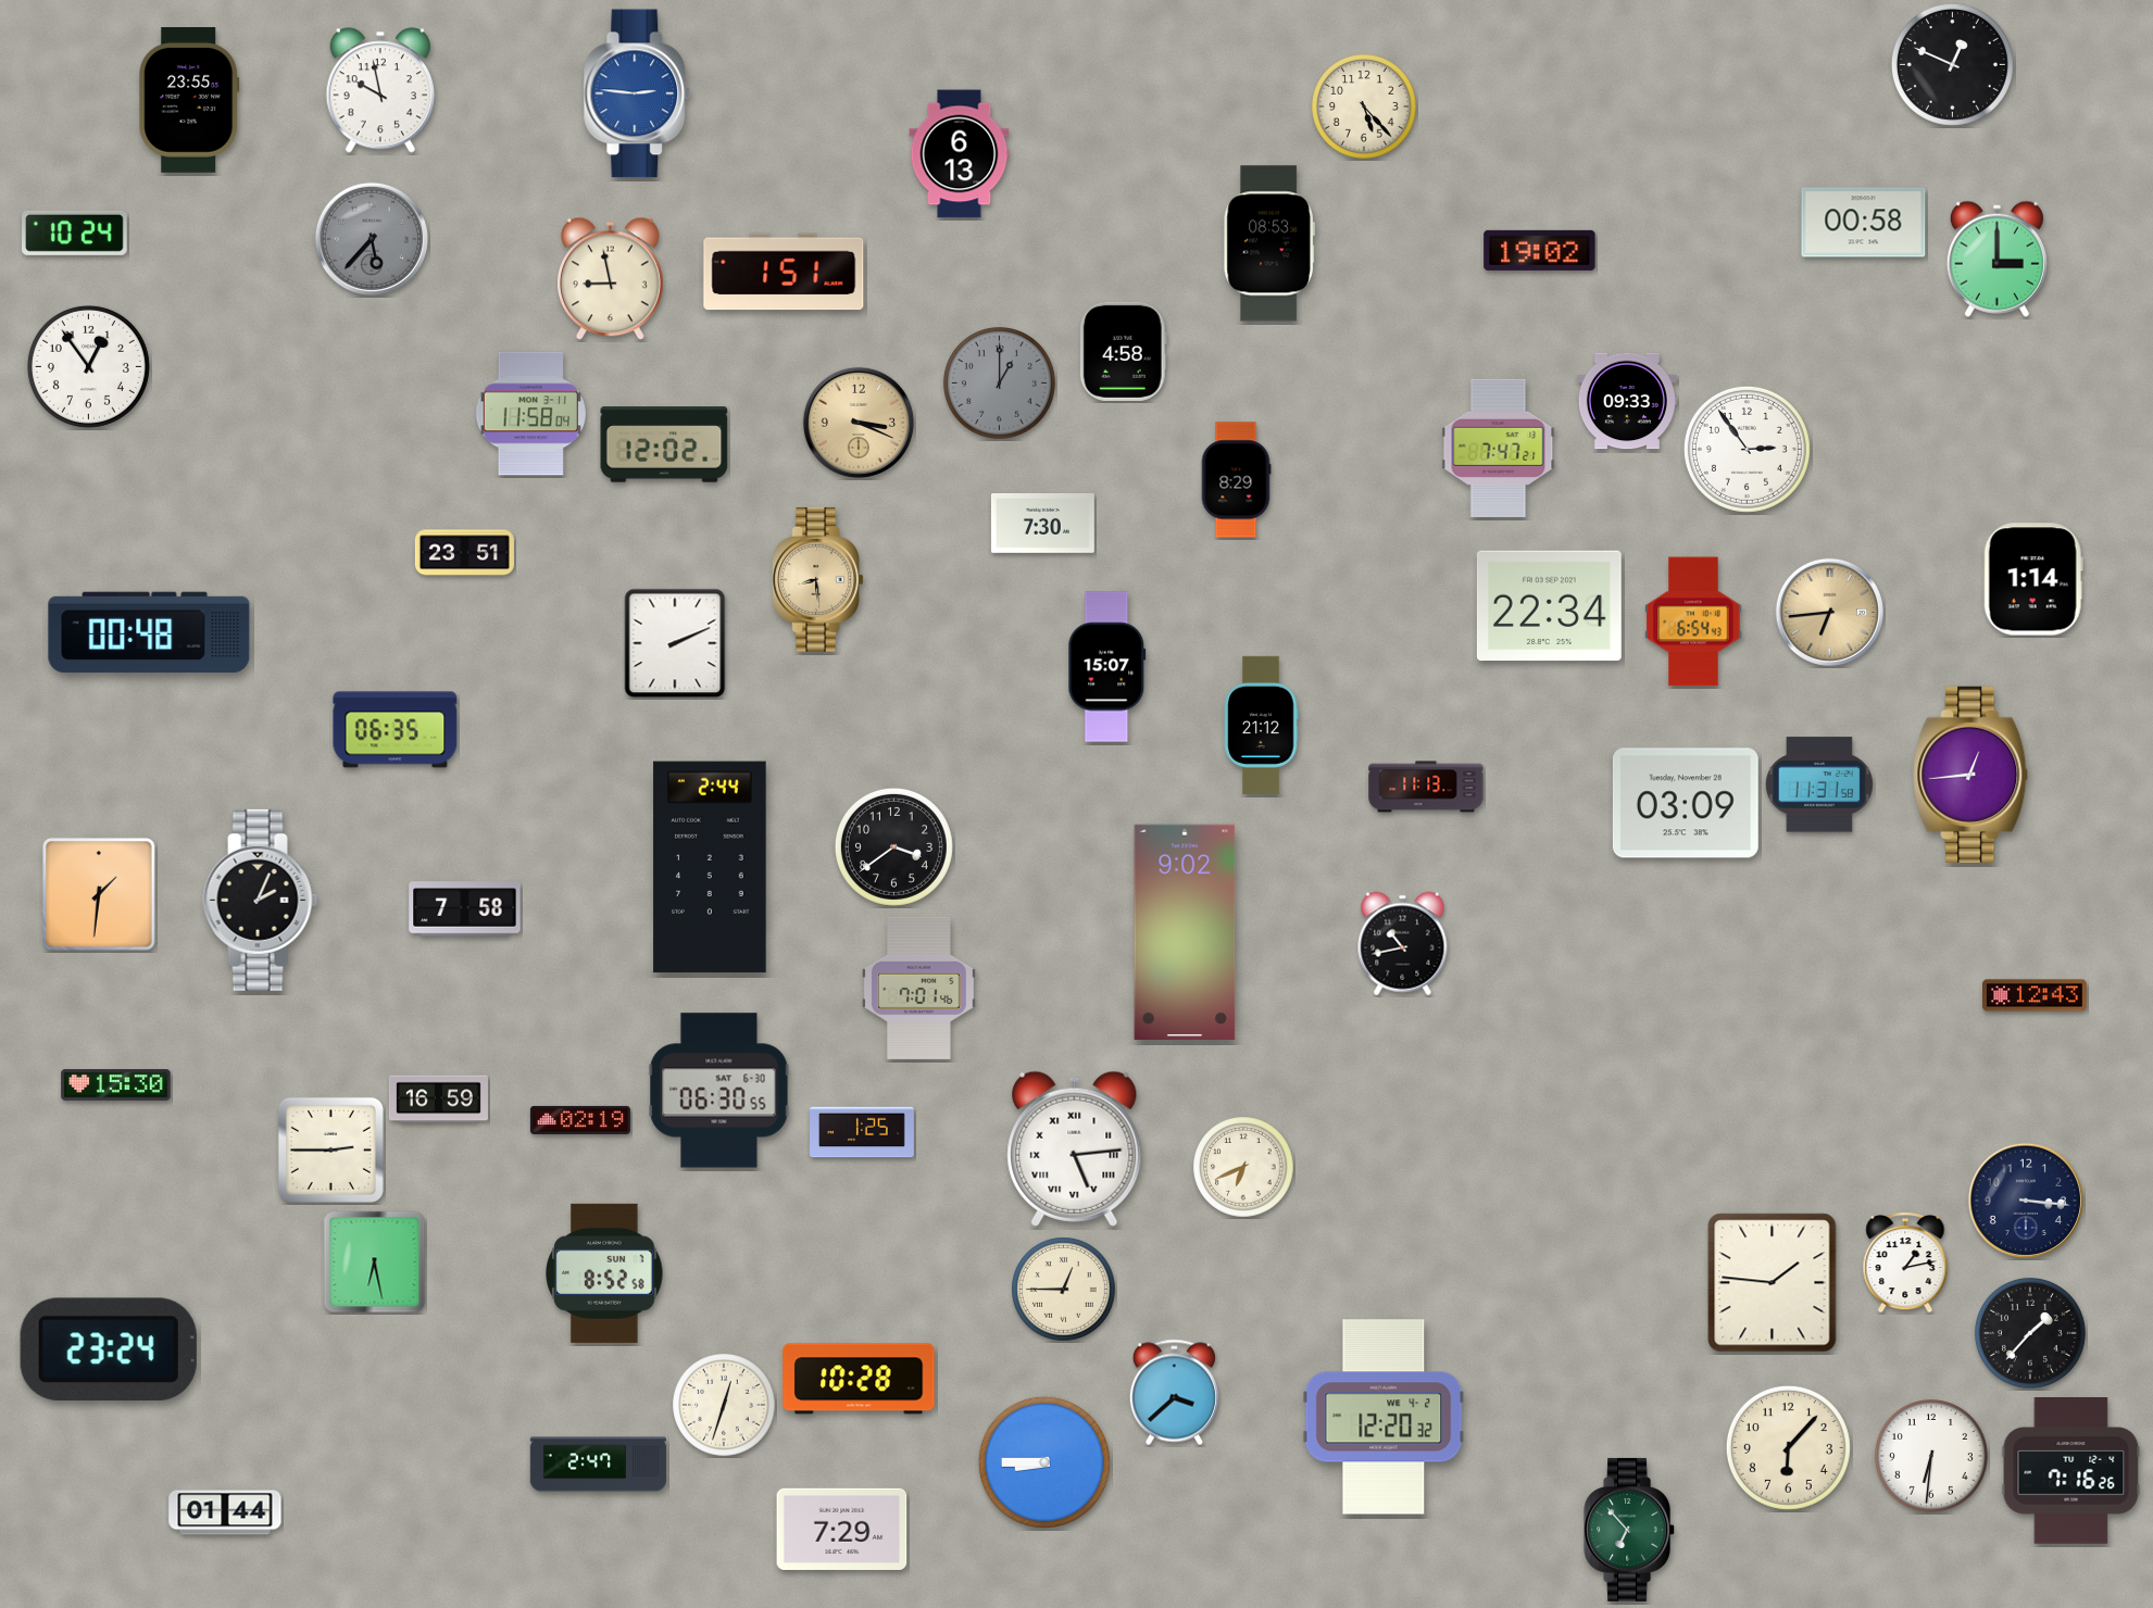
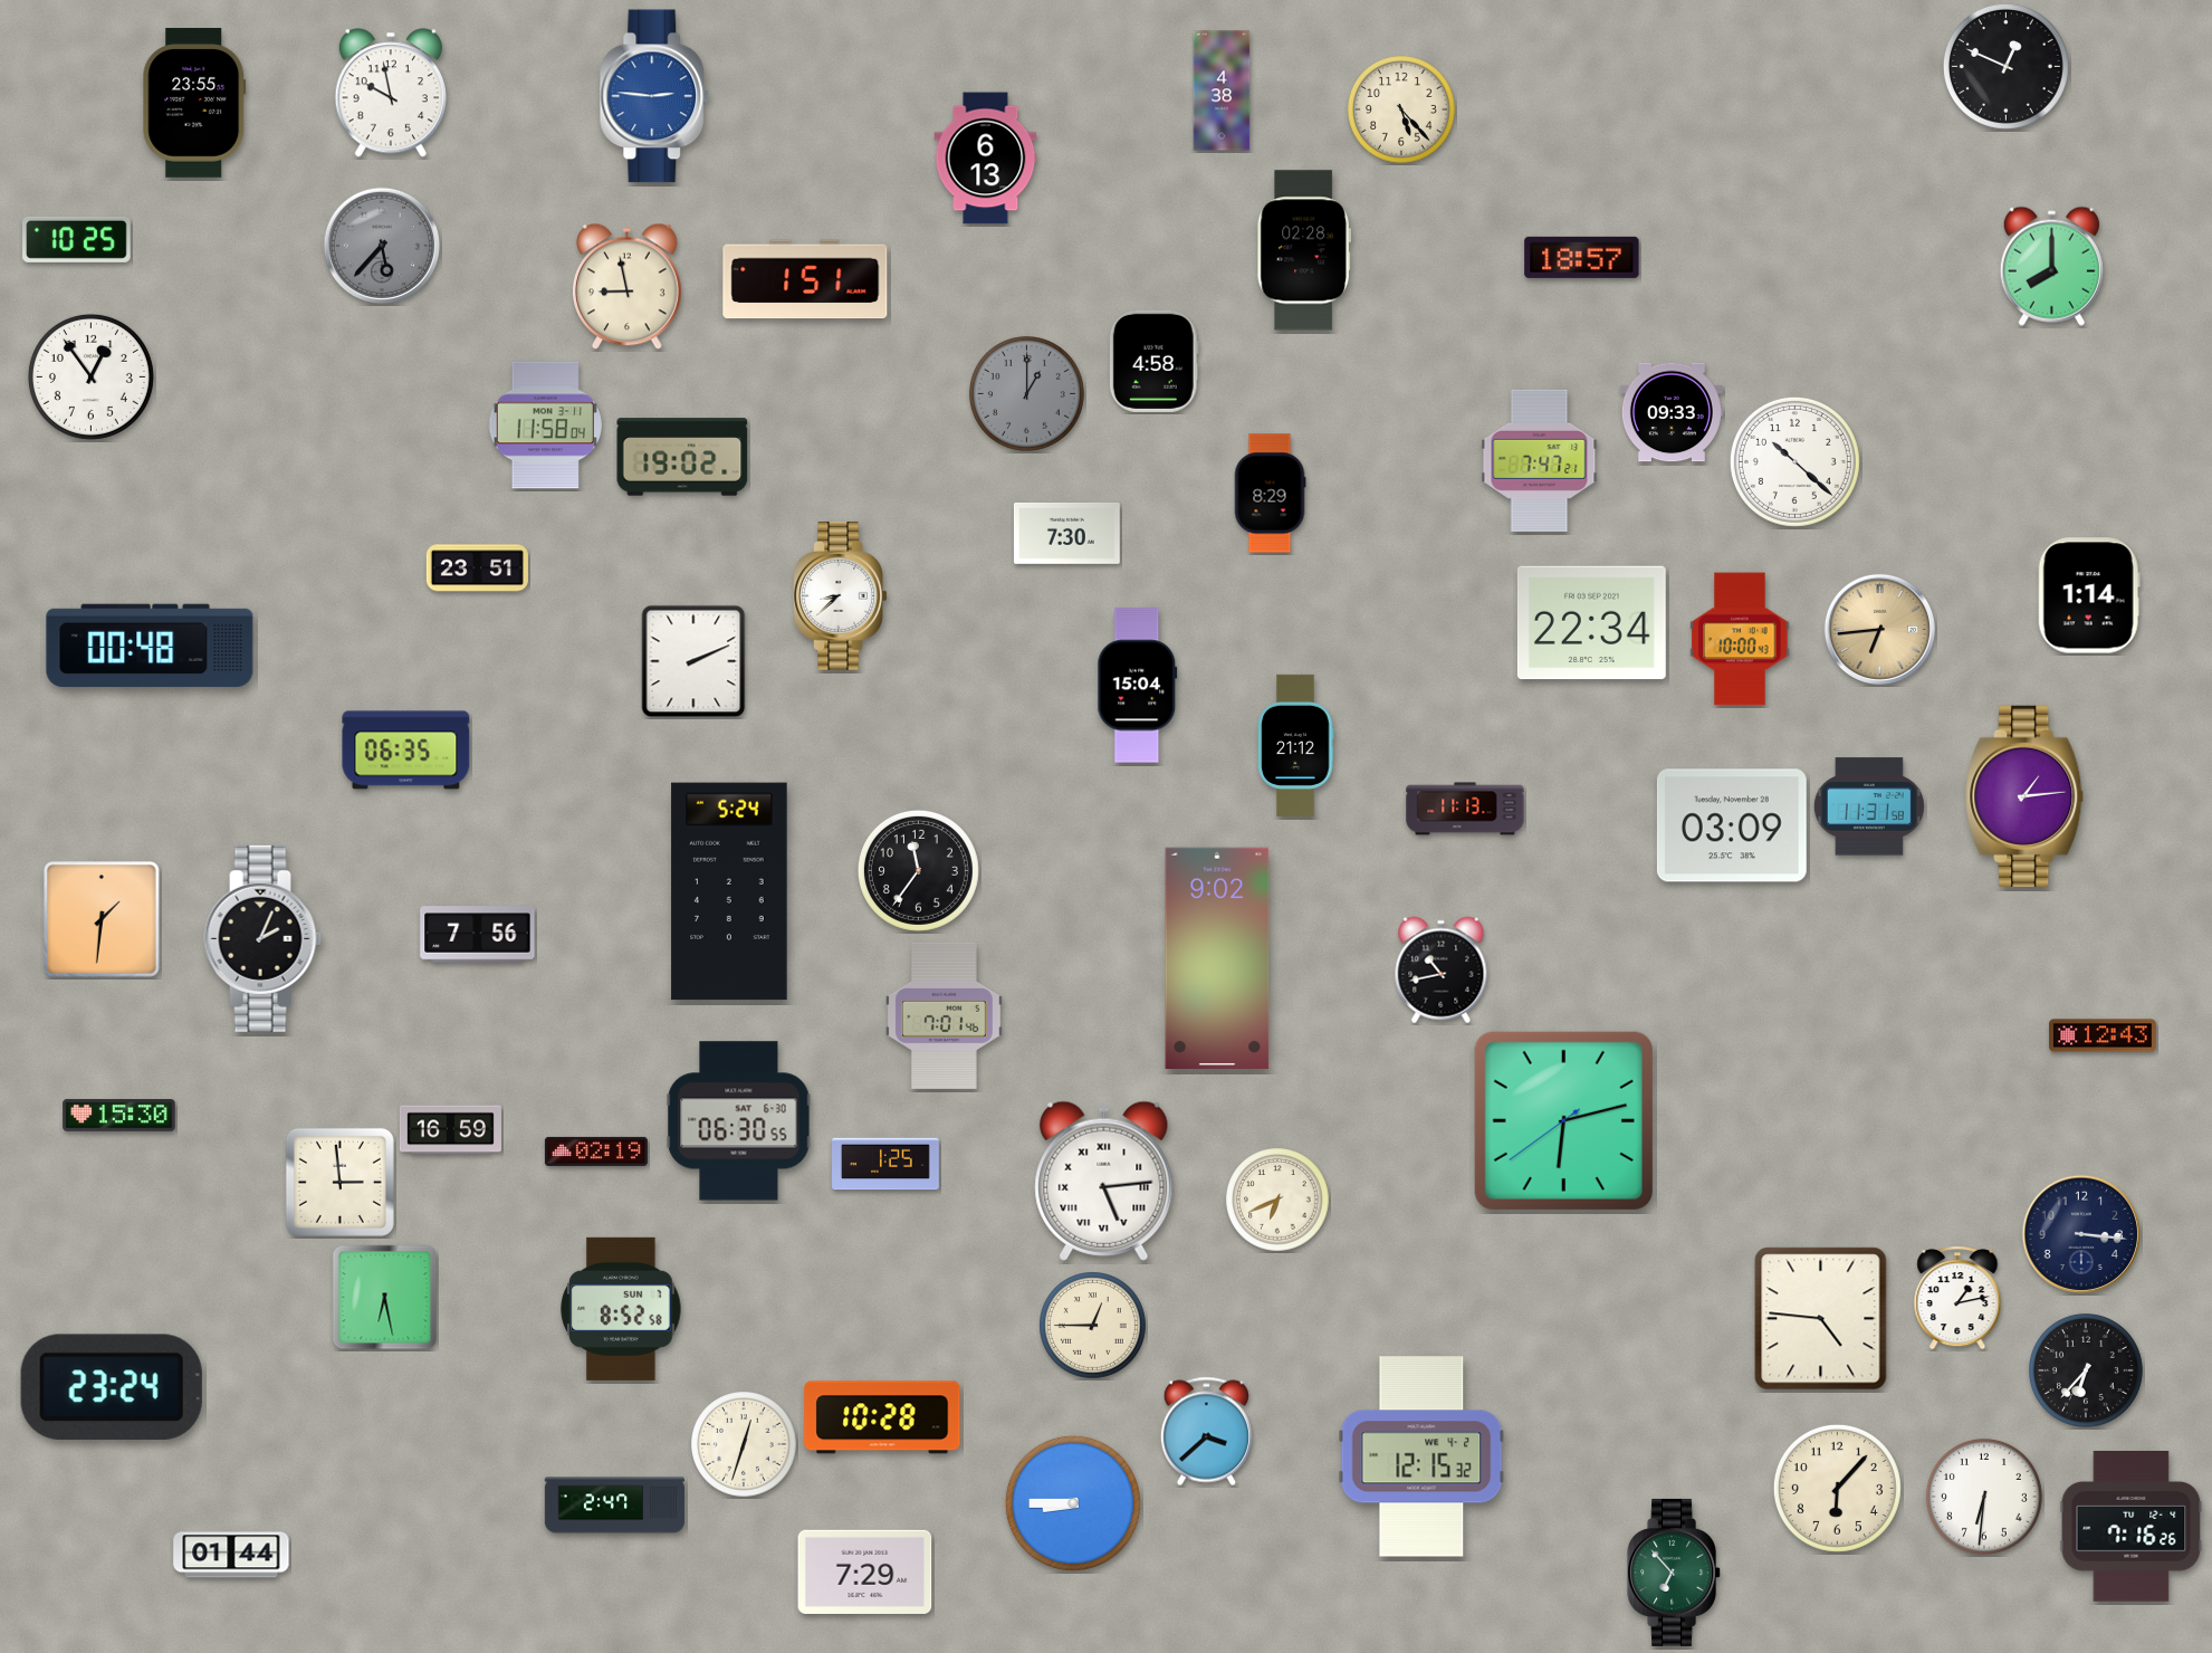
clock at (1222, 90): none -> 4:38
clock at (1864, 223): 00:58 -> none
clock at (75, 233): 10:24 -> 10:25
clock at (1268, 243): 08:53 -> 02:28
clock at (1540, 250): 19:02 -> 18:57
clock at (1996, 259): 3:00 -> 8:00
clock at (859, 423): 3:19 -> none
clock at (664, 444): 12:02 -> 19:02
clock at (1747, 449): 2:54 -> 10:22
clock at (1042, 523) position: (1042, 523) -> (1066, 533)
clock at (817, 579): 8:29 -> 8:38
clock at (817, 579) dial: champagne -> white
clock at (1693, 621): 6:54 -> 10:00
clock at (149, 632) position: (149, 632) -> (150, 646)
clock at (1107, 667): 15:07 -> 15:04
clock at (1972, 775): 12:44 -> 1:14
clock at (893, 846): 3:39 -> 11:36
clock at (710, 867): 2:44 -> 5:24
clock at (261, 900) position: (261, 900) -> (264, 938)
clock at (465, 909): 7:58 -> 7:56
clock at (2036, 995) position: (2036, 995) -> (2104, 1035)
clock at (1563, 1120): none -> 6:12
clock at (330, 1150): 2:45 -> 2:59
clock at (1773, 1283): 1:46 -> 4:46
clock at (2030, 1333): 1:37 -> 6:37
clock at (1384, 1417): 12:20 -> 12:15
clock at (2071, 1471) position: (2071, 1471) -> (2132, 1527)
